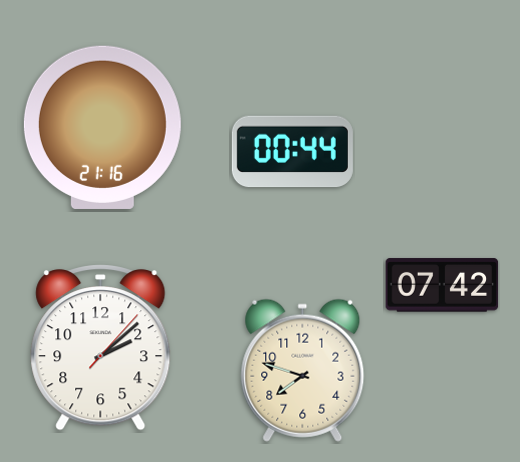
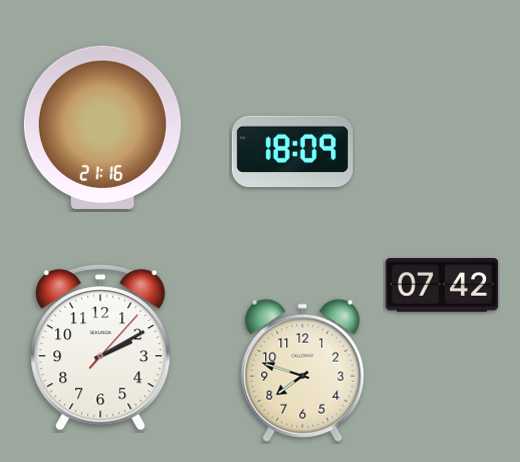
clock at (292, 152): 00:44 -> 18:09
clock at (101, 348): 2:08 -> 2:10
